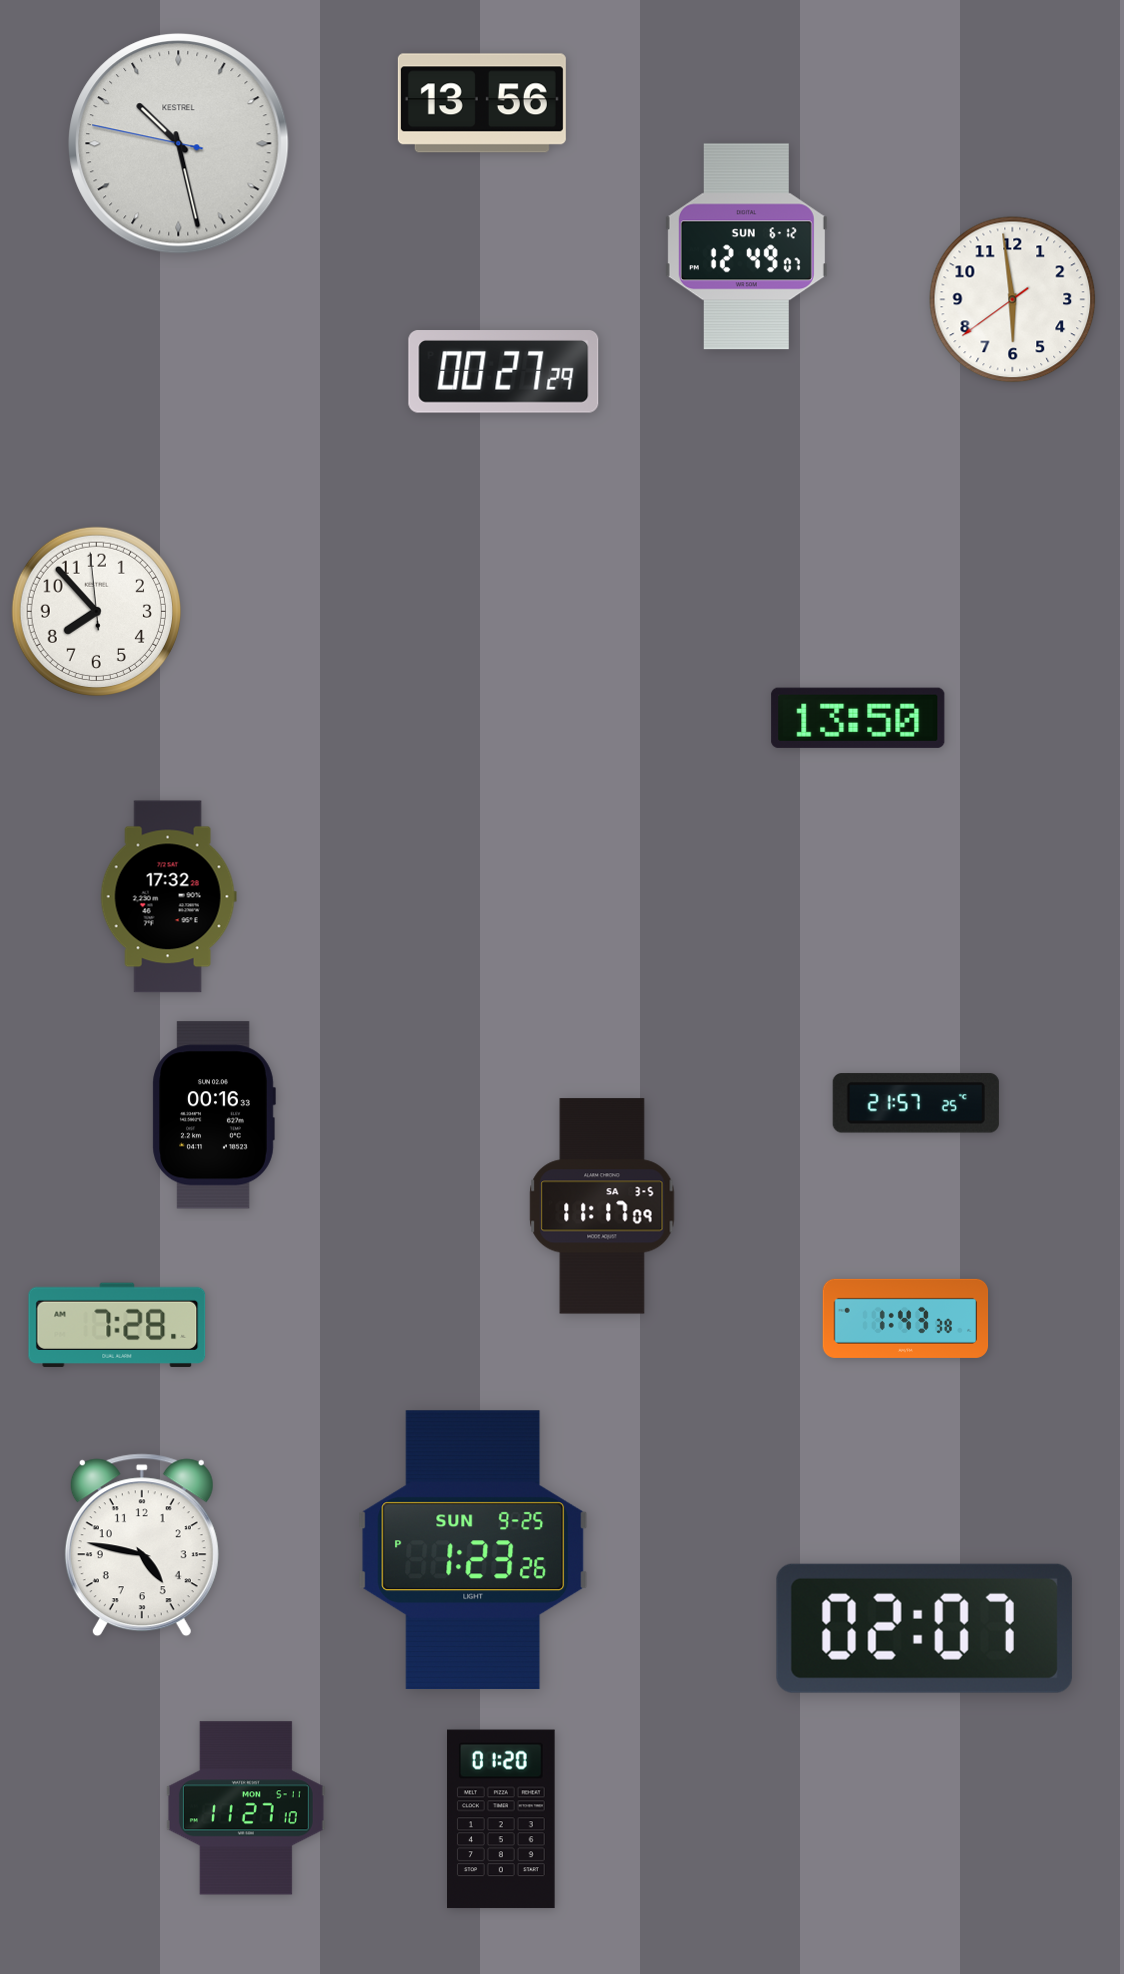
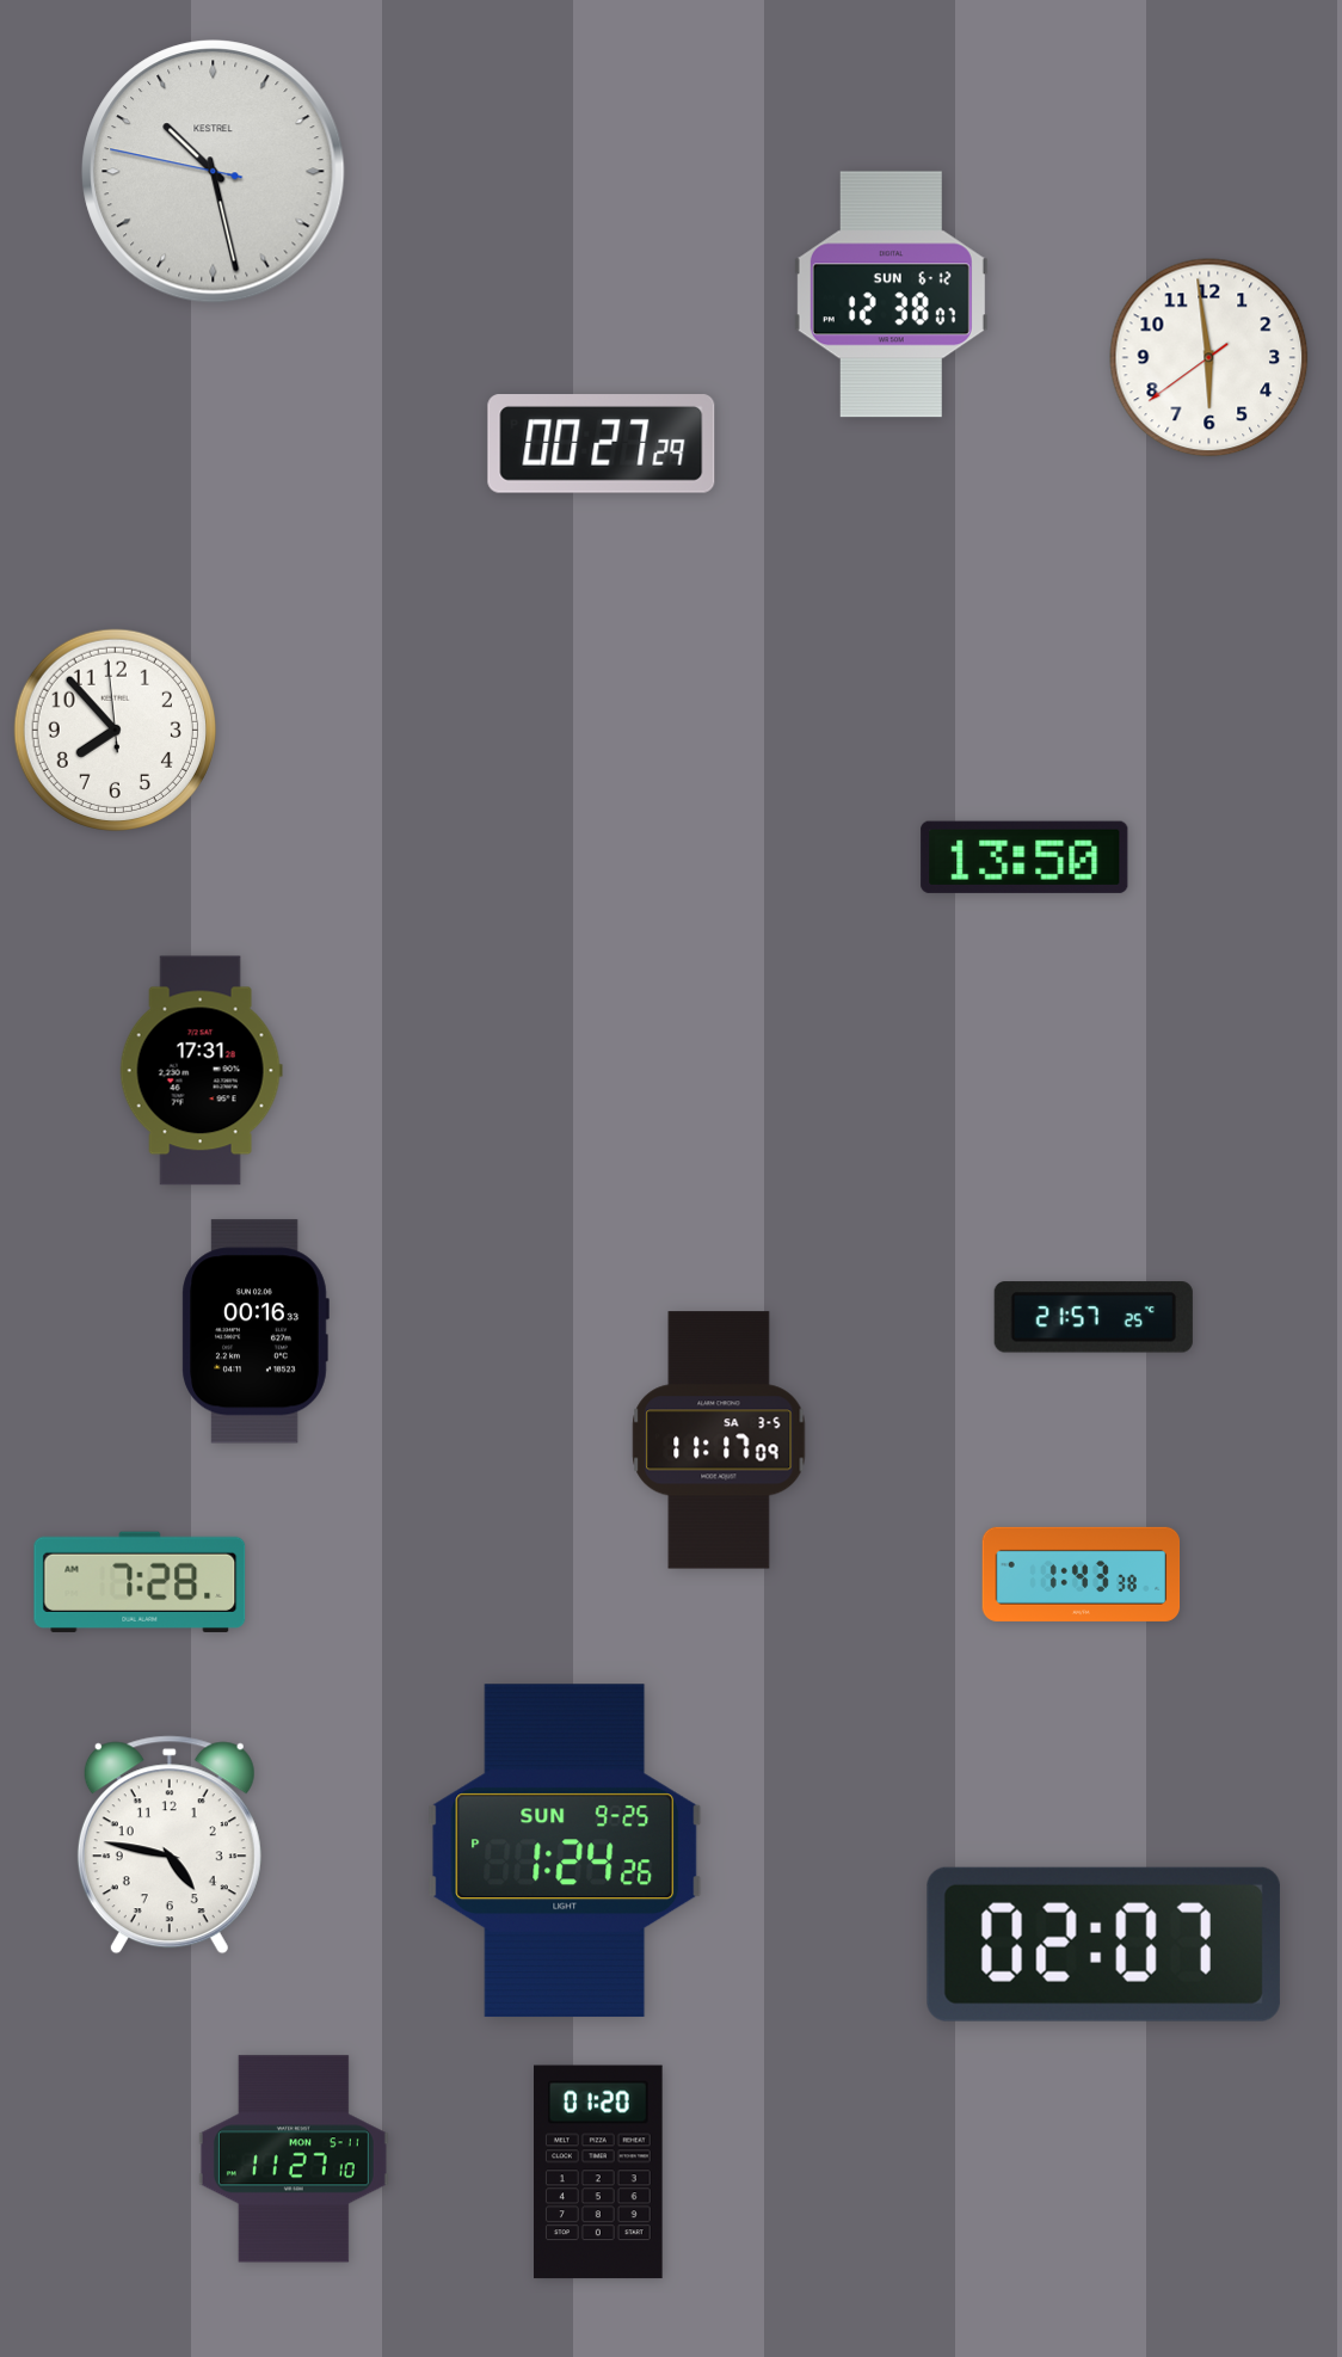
clock at (482, 103): 13:56 -> none
clock at (746, 247): 12:49 -> 12:38
clock at (168, 897): 17:32 -> 17:31
clock at (473, 1550): 1:23 -> 1:24
